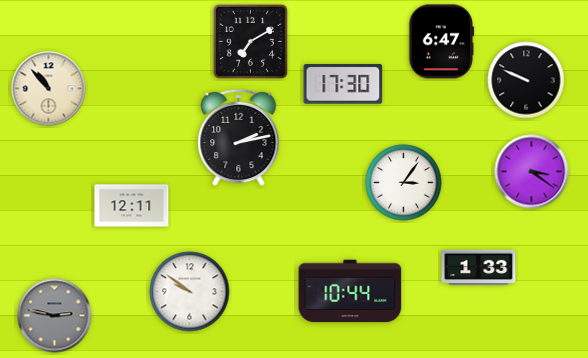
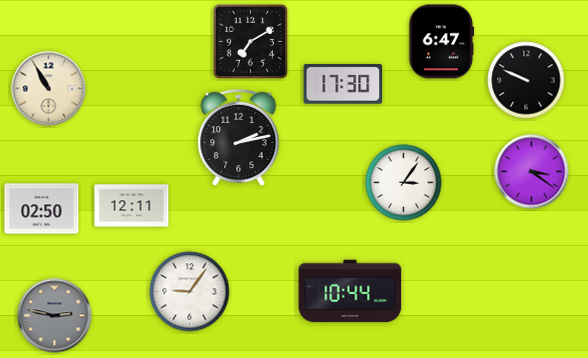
clock at (49, 89): 10:53 -> 10:55
clock at (42, 209): none -> 02:50
clock at (479, 267): 1:33 -> none
clock at (190, 292): 9:51 -> 9:06
